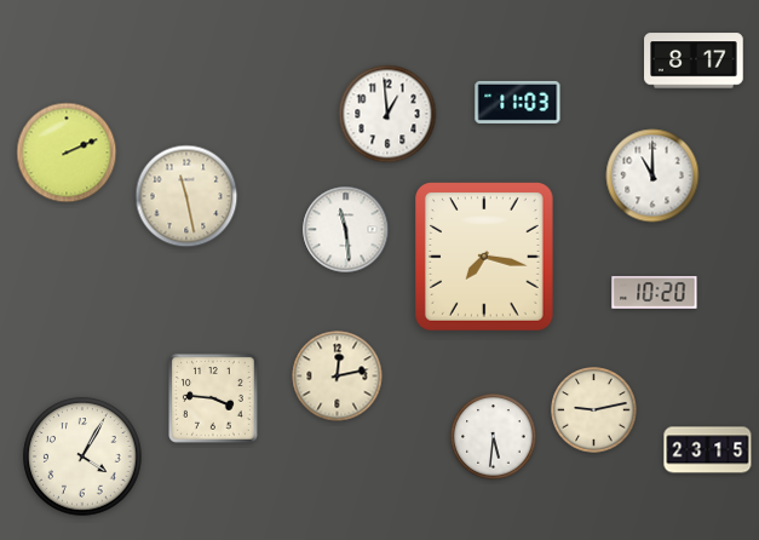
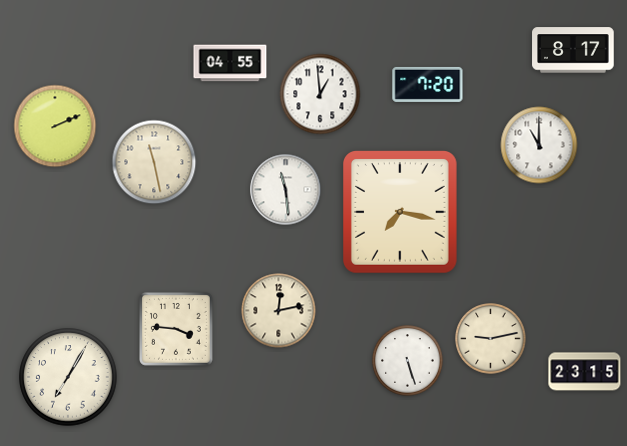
clock at (230, 63): none -> 04:55
clock at (518, 102): 11:03 -> 7:20
clock at (655, 293): 10:20 -> none
clock at (494, 437): 5:31 -> 5:27
clock at (82, 456): 4:05 -> 7:05
